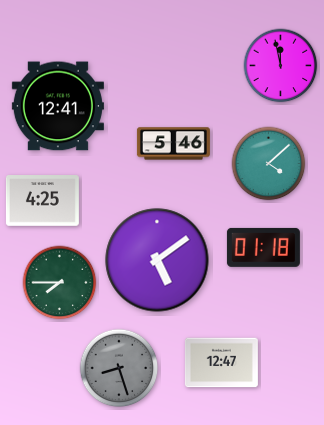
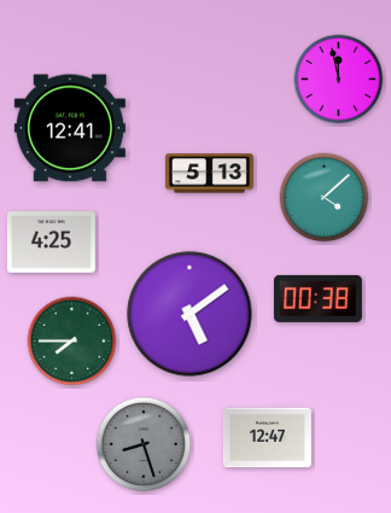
clock at (173, 144): 5:46 -> 5:13
clock at (263, 247): 01:18 -> 00:38
